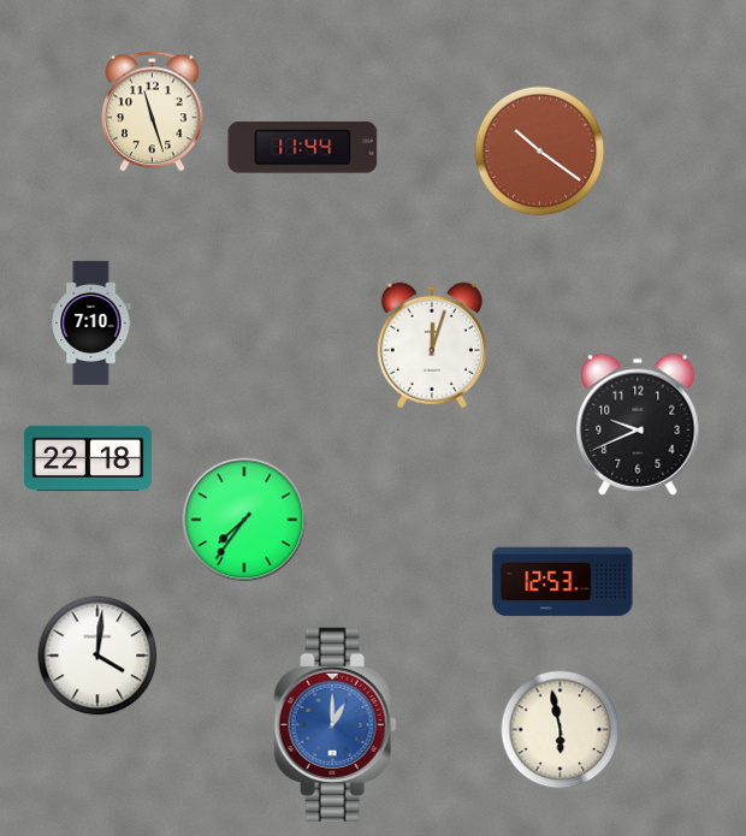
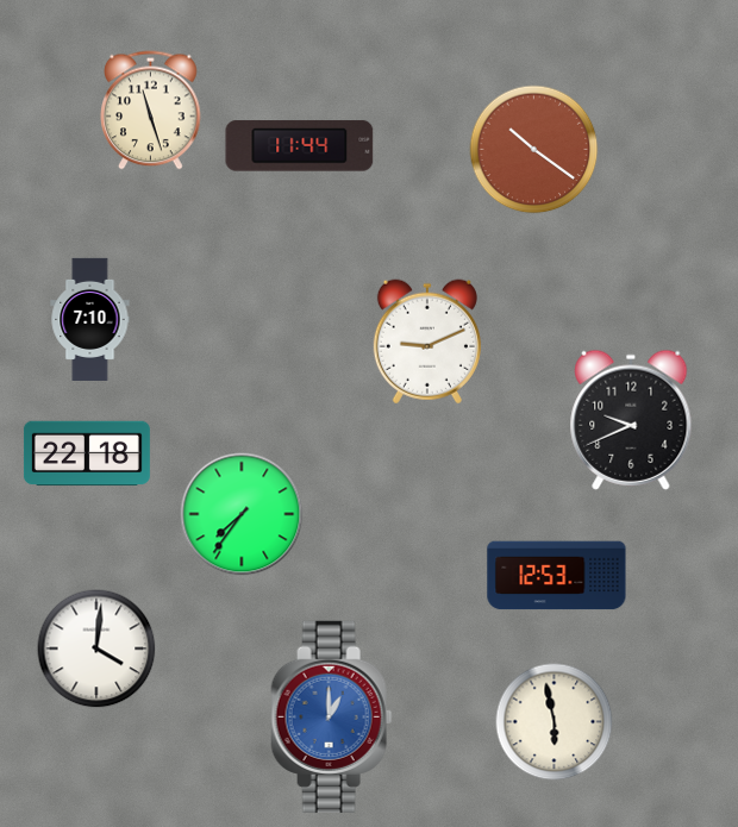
clock at (432, 345): 12:03 -> 9:11
